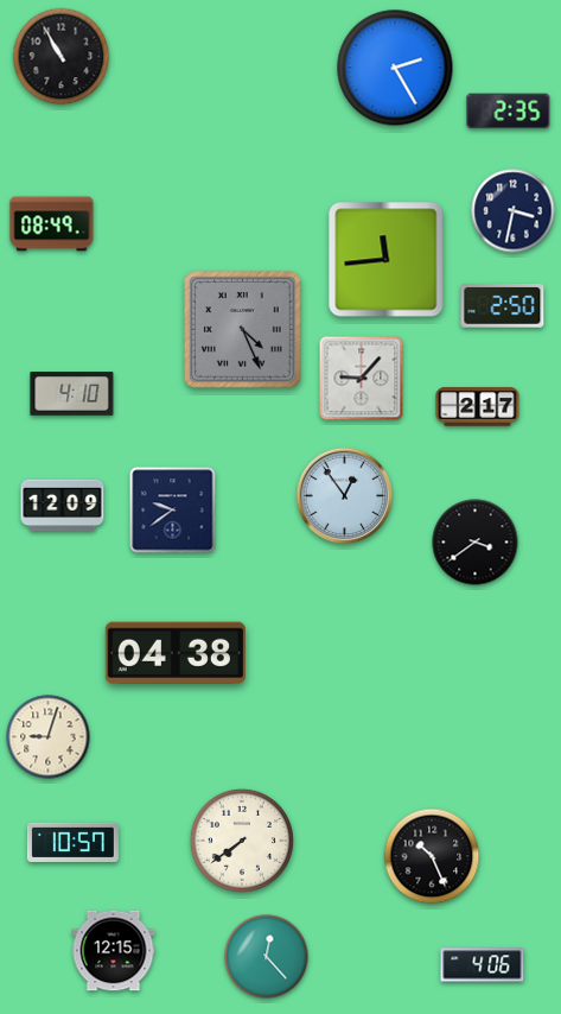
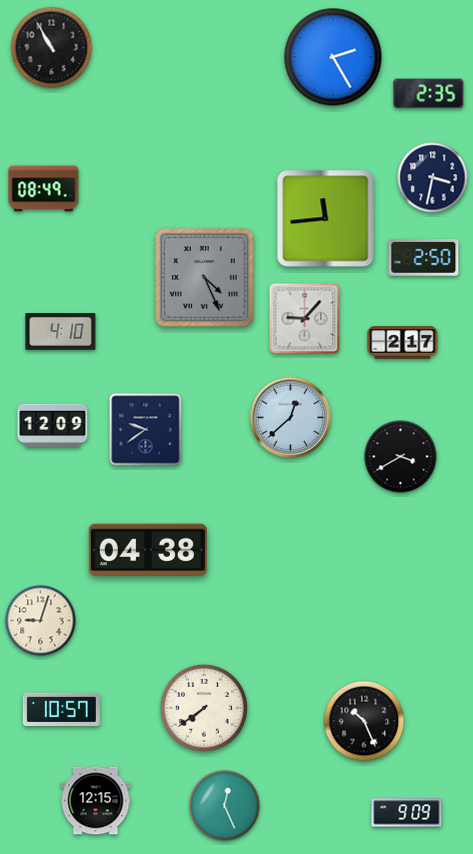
clock at (345, 496): 12:54 -> 12:38
clock at (476, 543): 3:39 -> 3:40
clock at (267, 957): 12:23 -> 12:26
clock at (483, 965): 4:06 -> 9:09
